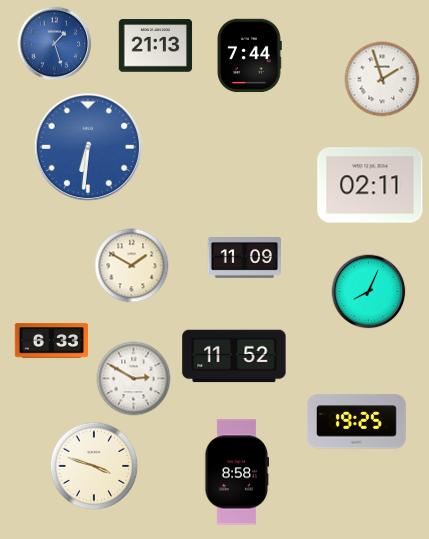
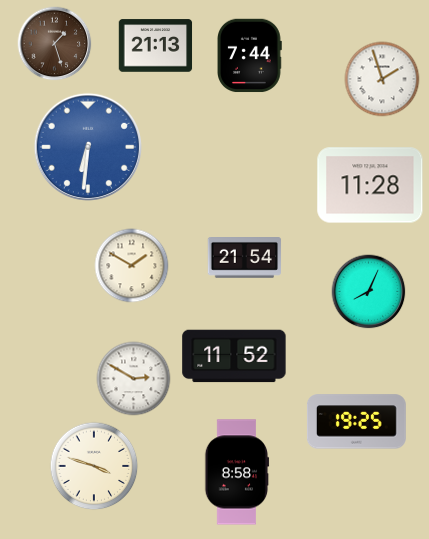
clock at (55, 44) dial: blue -> brown
clock at (370, 185): 02:11 -> 11:28
clock at (245, 258): 11:09 -> 21:54
clock at (52, 341): 6:33 -> none
